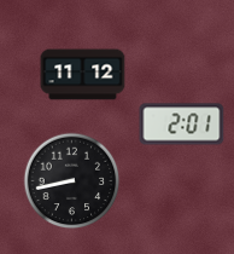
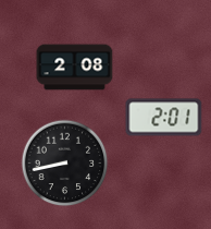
clock at (83, 75): 11:12 -> 2:08
clock at (182, 125) position: (182, 125) -> (164, 118)
